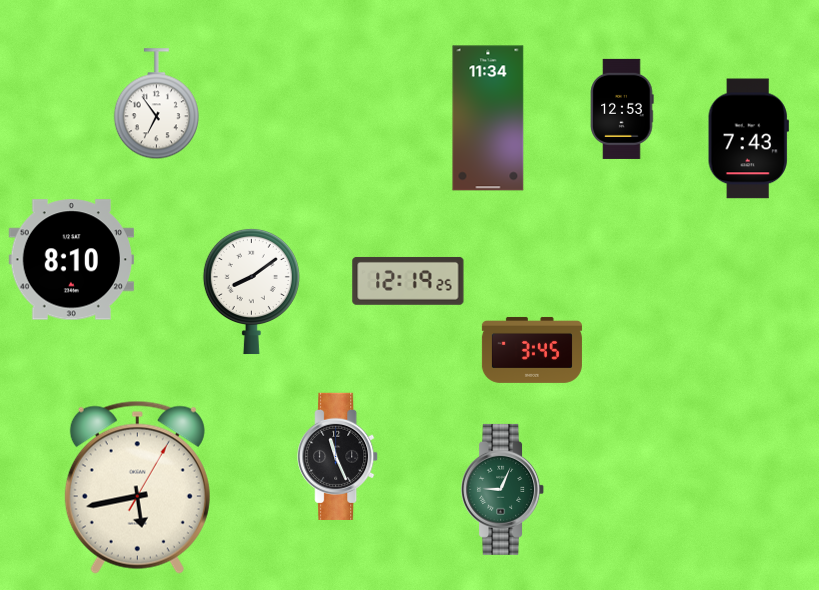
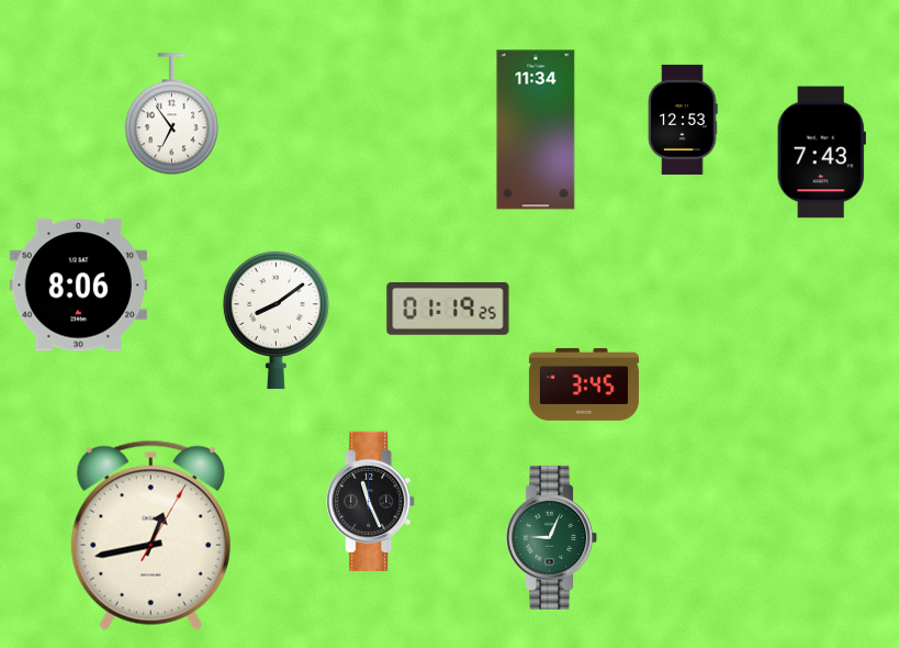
clock at (71, 260): 8:10 -> 8:06
clock at (408, 281): 12:19 -> 01:19
clock at (137, 487): 5:43 -> 12:43
